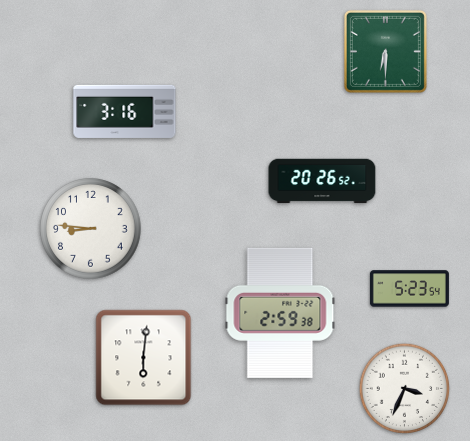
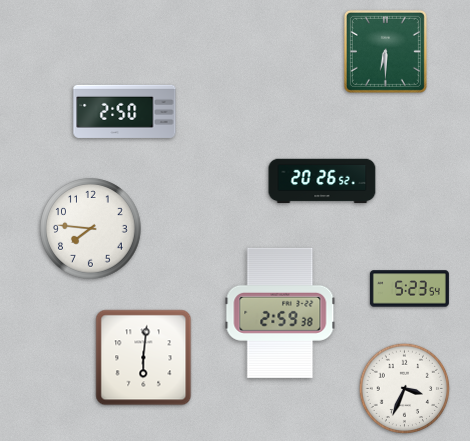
clock at (125, 111): 3:16 -> 2:50
clock at (91, 229): 8:46 -> 7:46
